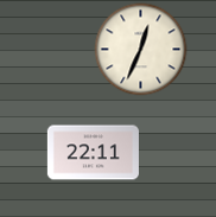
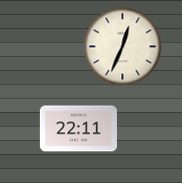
clock at (140, 49) position: (140, 49) -> (122, 46)
